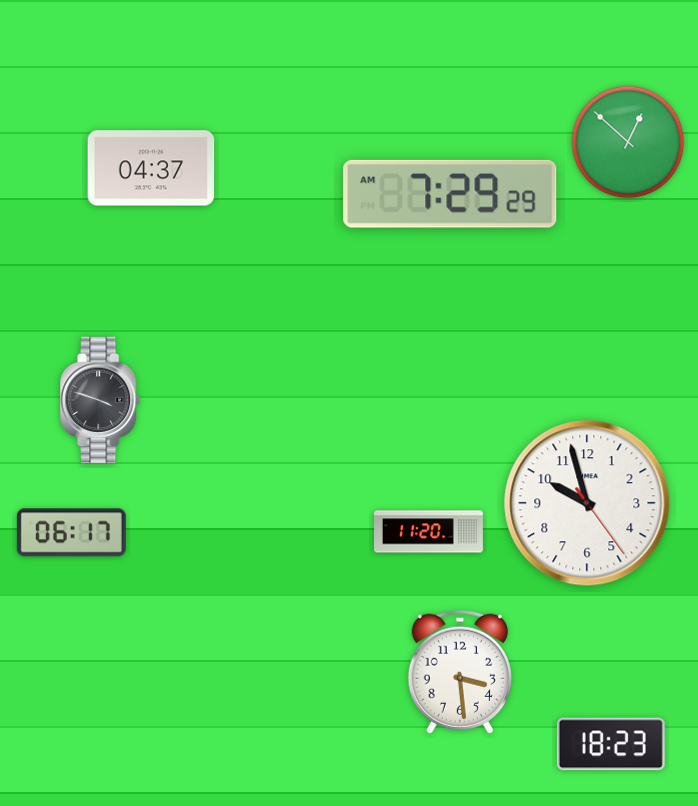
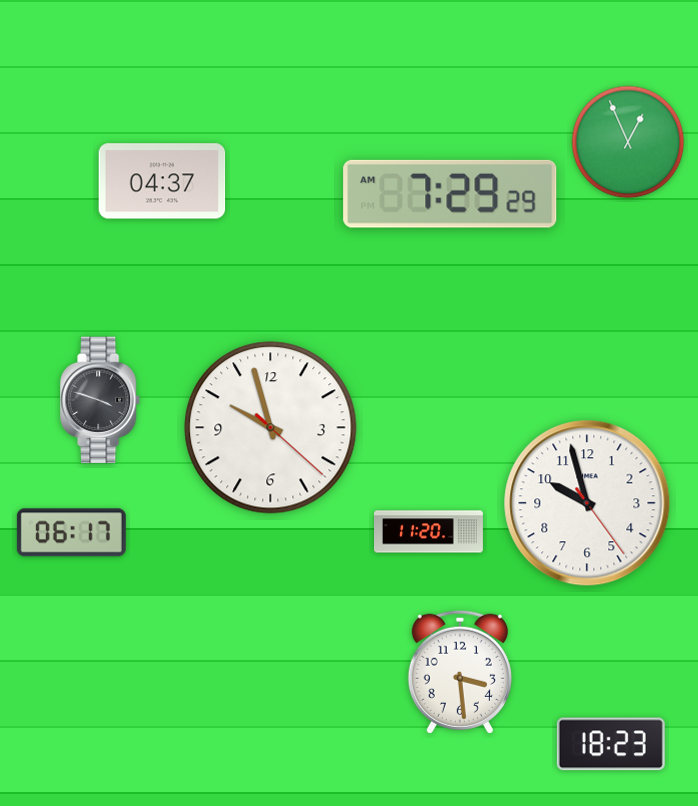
clock at (628, 142): 12:52 -> 12:56
clock at (151, 168) position: (151, 168) -> (162, 181)
clock at (271, 428): none -> 9:57
